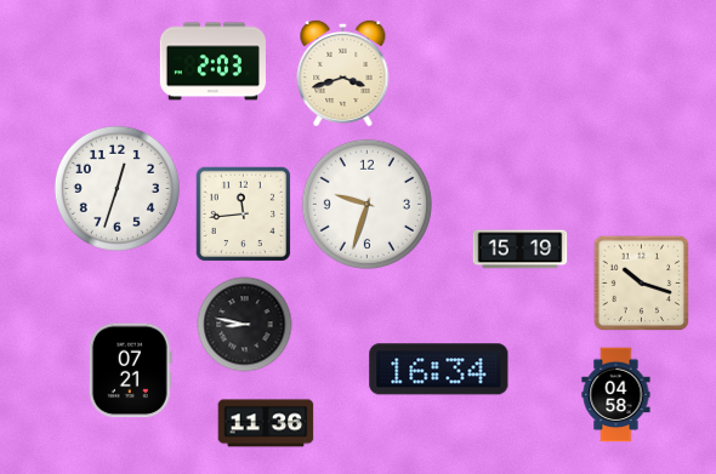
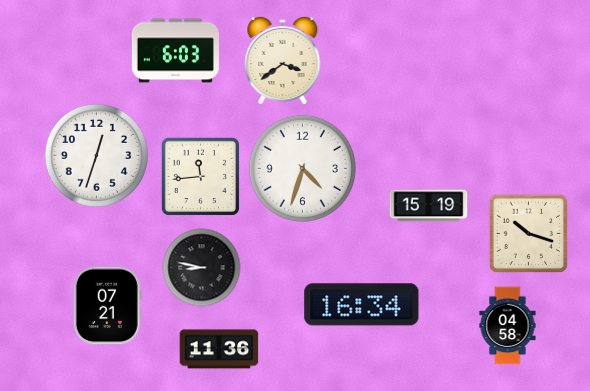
clock at (212, 62): 2:03 -> 6:03
clock at (343, 73): 3:42 -> 3:39
clock at (366, 204): 9:33 -> 4:33
